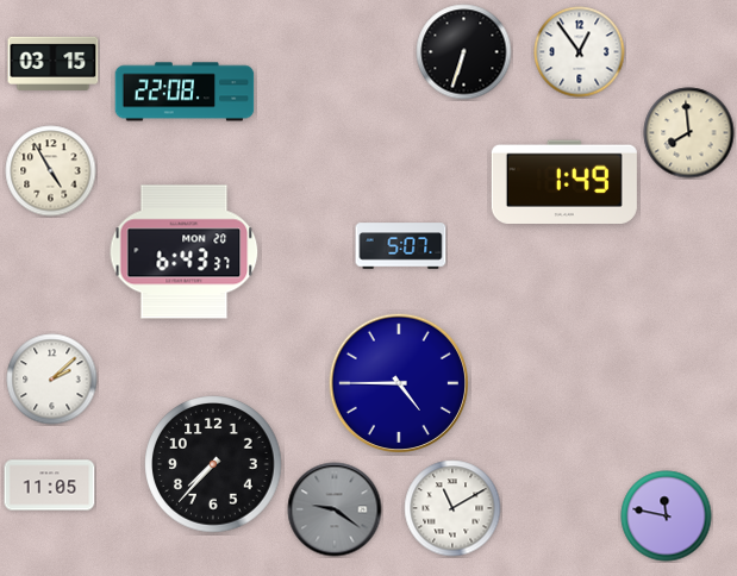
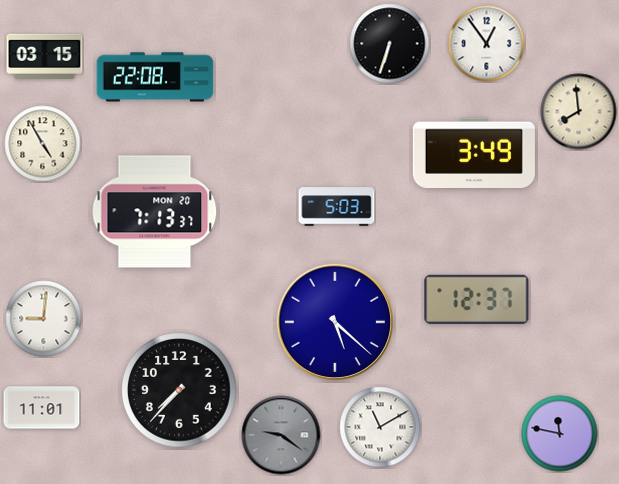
clock at (54, 63) position: (54, 63) -> (45, 56)
clock at (564, 181): 1:49 -> 3:49
clock at (401, 246): 5:07 -> 5:03
clock at (185, 252): 6:43 -> 7:13
clock at (477, 299): none -> 12:37
clock at (52, 380): 2:08 -> 9:01
clock at (398, 382): 4:45 -> 5:22
clock at (50, 486): 11:05 -> 11:01
clock at (335, 509) position: (335, 509) -> (281, 435)
